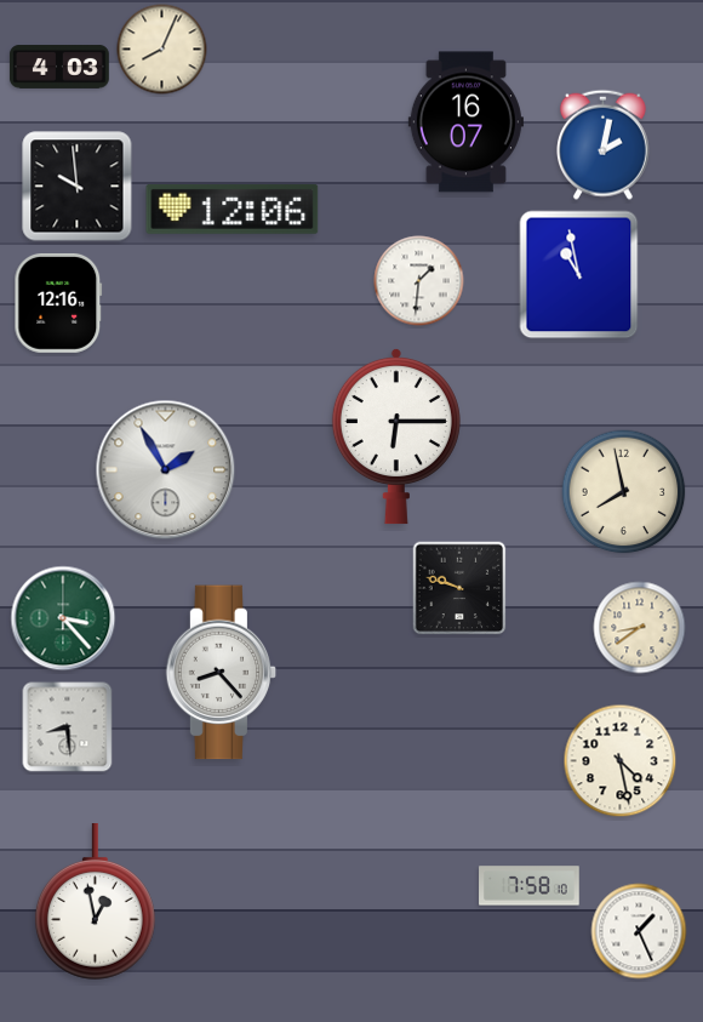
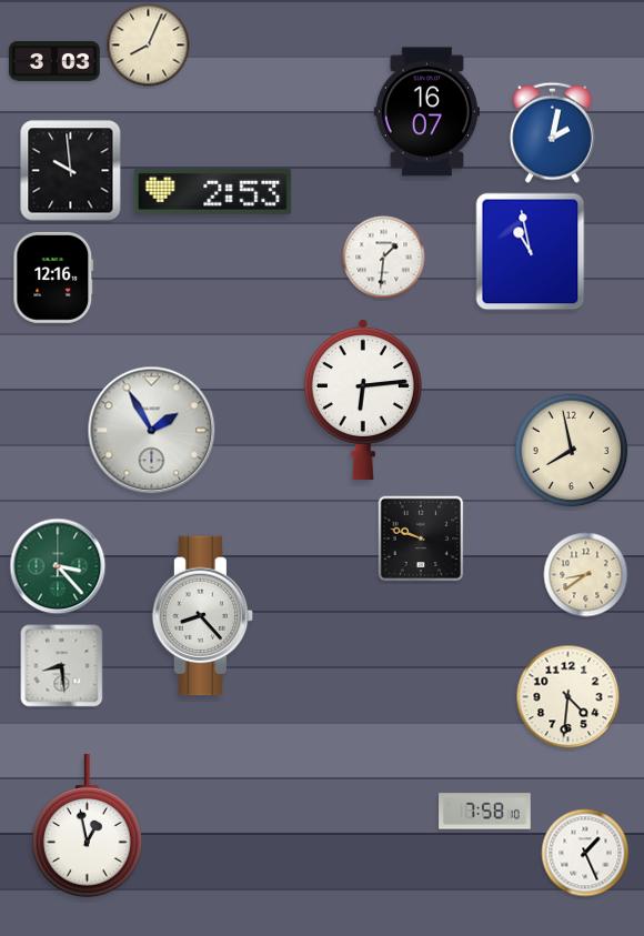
clock at (59, 67): 4:03 -> 3:03
clock at (233, 209): 12:06 -> 2:53
clock at (396, 436): 6:15 -> 6:14
clock at (621, 761): 4:28 -> 4:31
